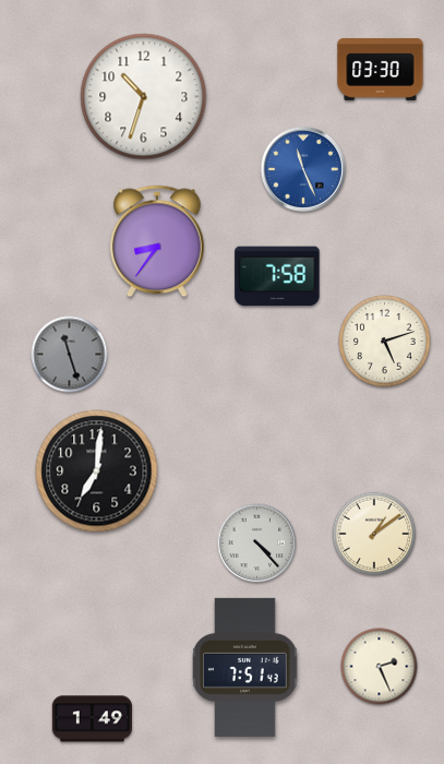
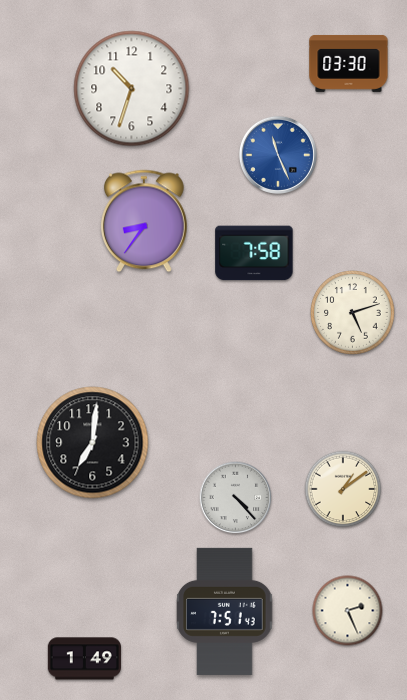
clock at (70, 355): 11:27 -> none
clock at (97, 471) position: (97, 471) -> (93, 443)
